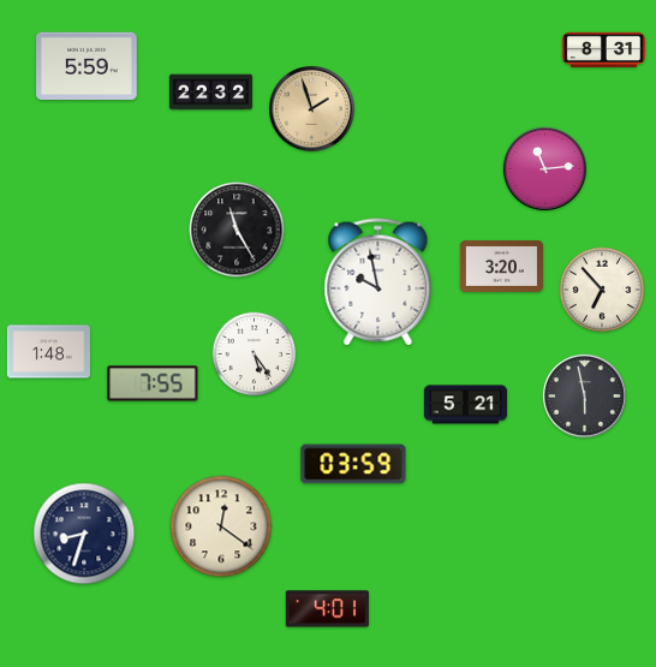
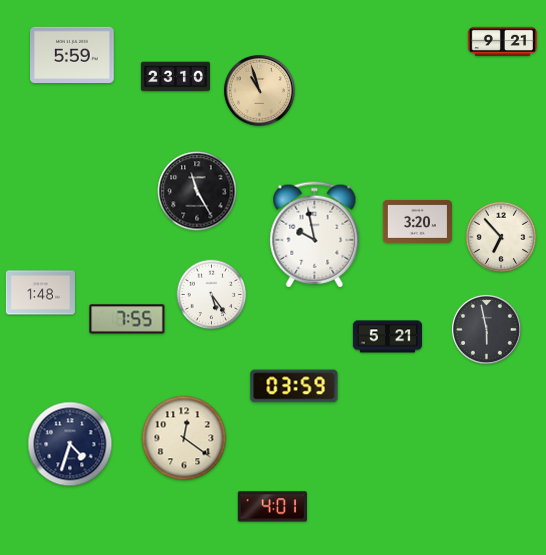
clock at (603, 49): 8:31 -> 9:21
clock at (210, 93): 22:32 -> 23:10
clock at (312, 109): 1:57 -> 10:57
clock at (544, 168): 11:14 -> none
clock at (602, 290) position: (602, 290) -> (501, 237)
clock at (84, 534): 8:33 -> 4:33
